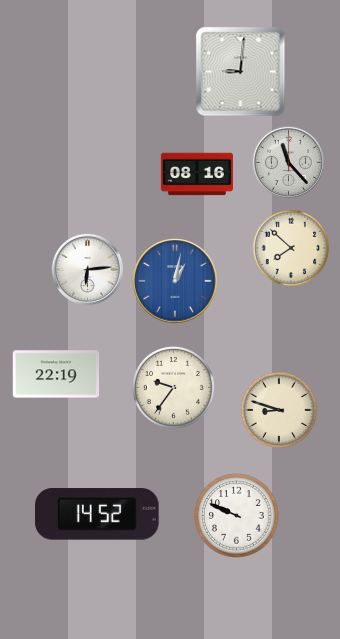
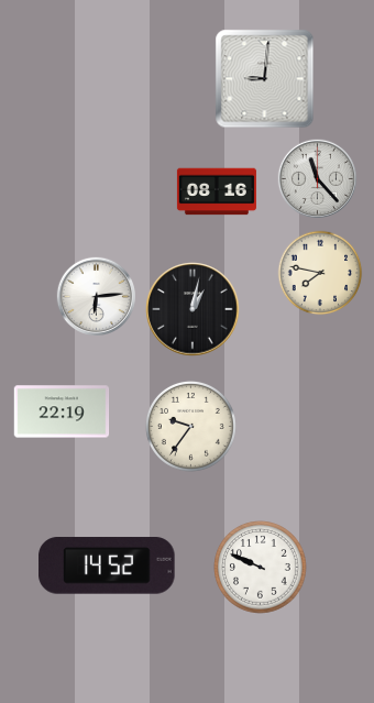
clock at (291, 248): 7:52 -> 7:47
clock at (175, 281) dial: blue -> black
clock at (279, 410): 8:48 -> none
